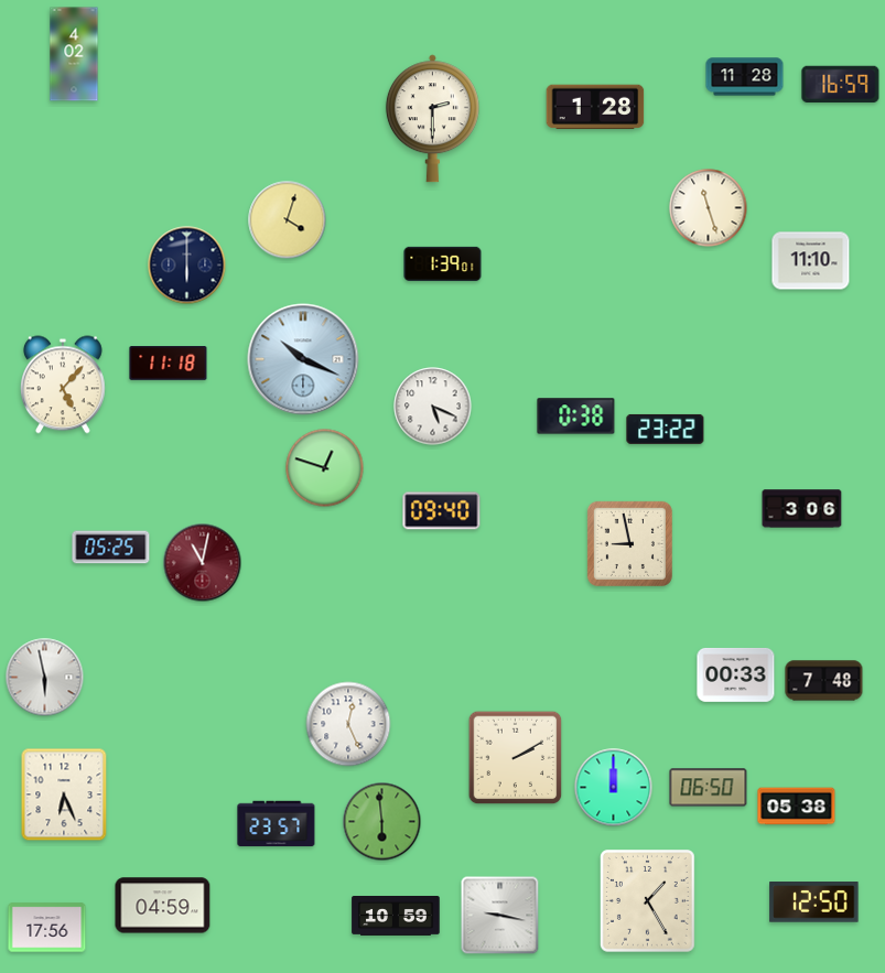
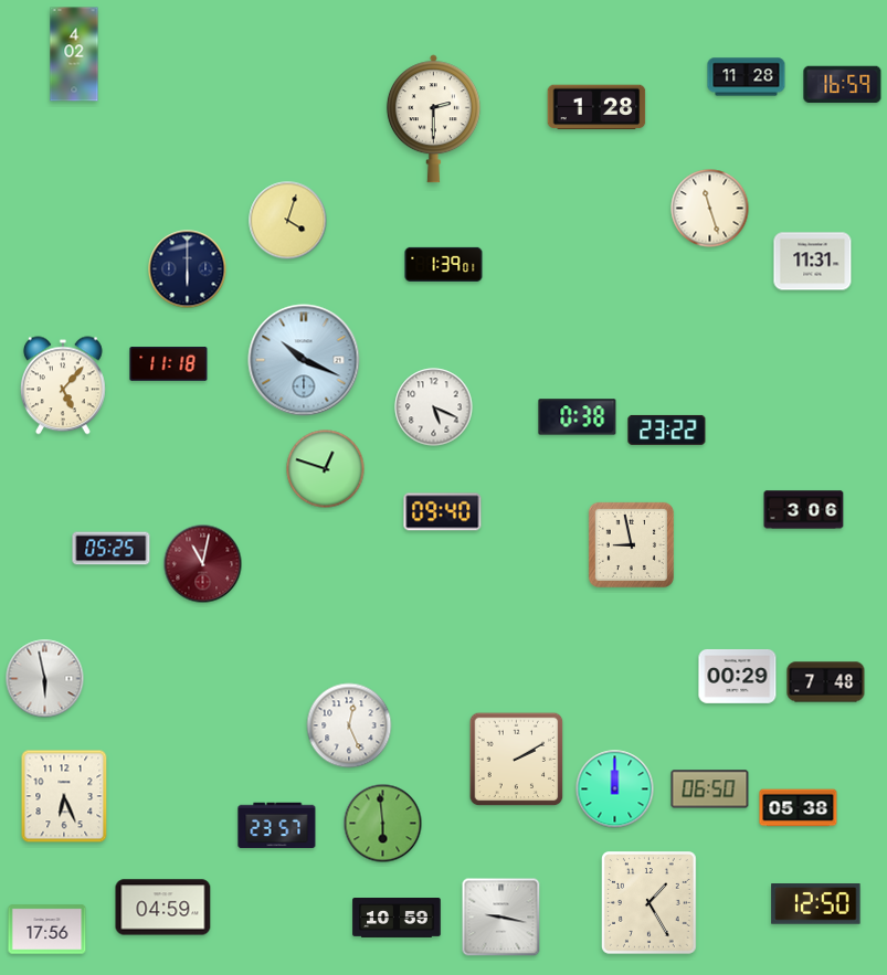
clock at (811, 261): 11:10 -> 11:31
clock at (187, 266) position: (187, 266) -> (188, 269)
clock at (736, 674): 00:33 -> 00:29
